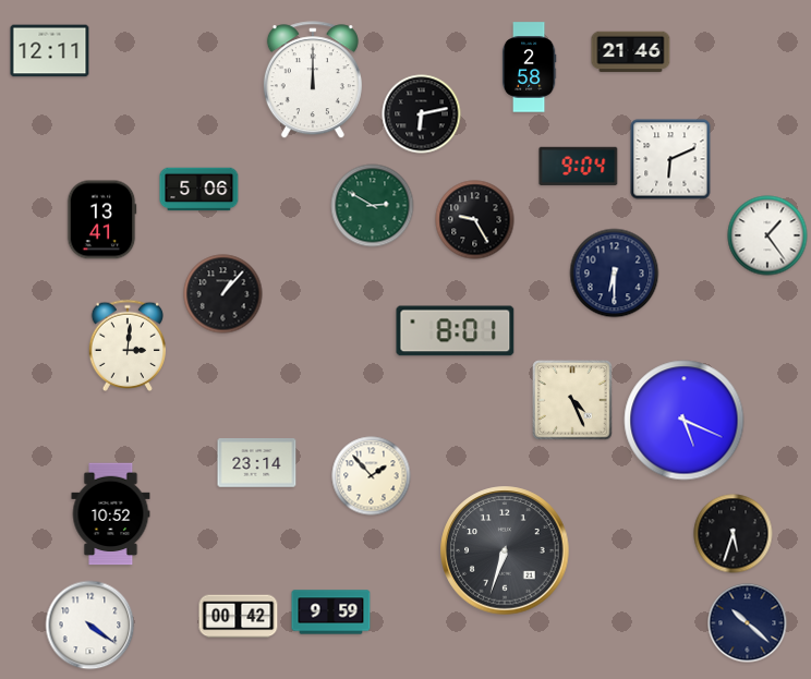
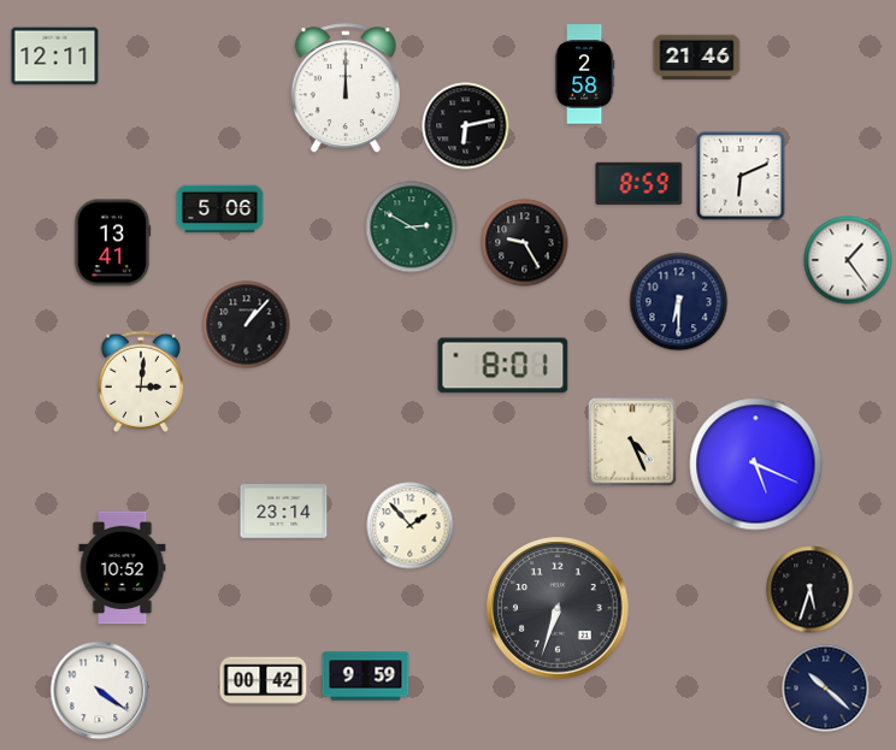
clock at (579, 166): 9:04 -> 8:59
